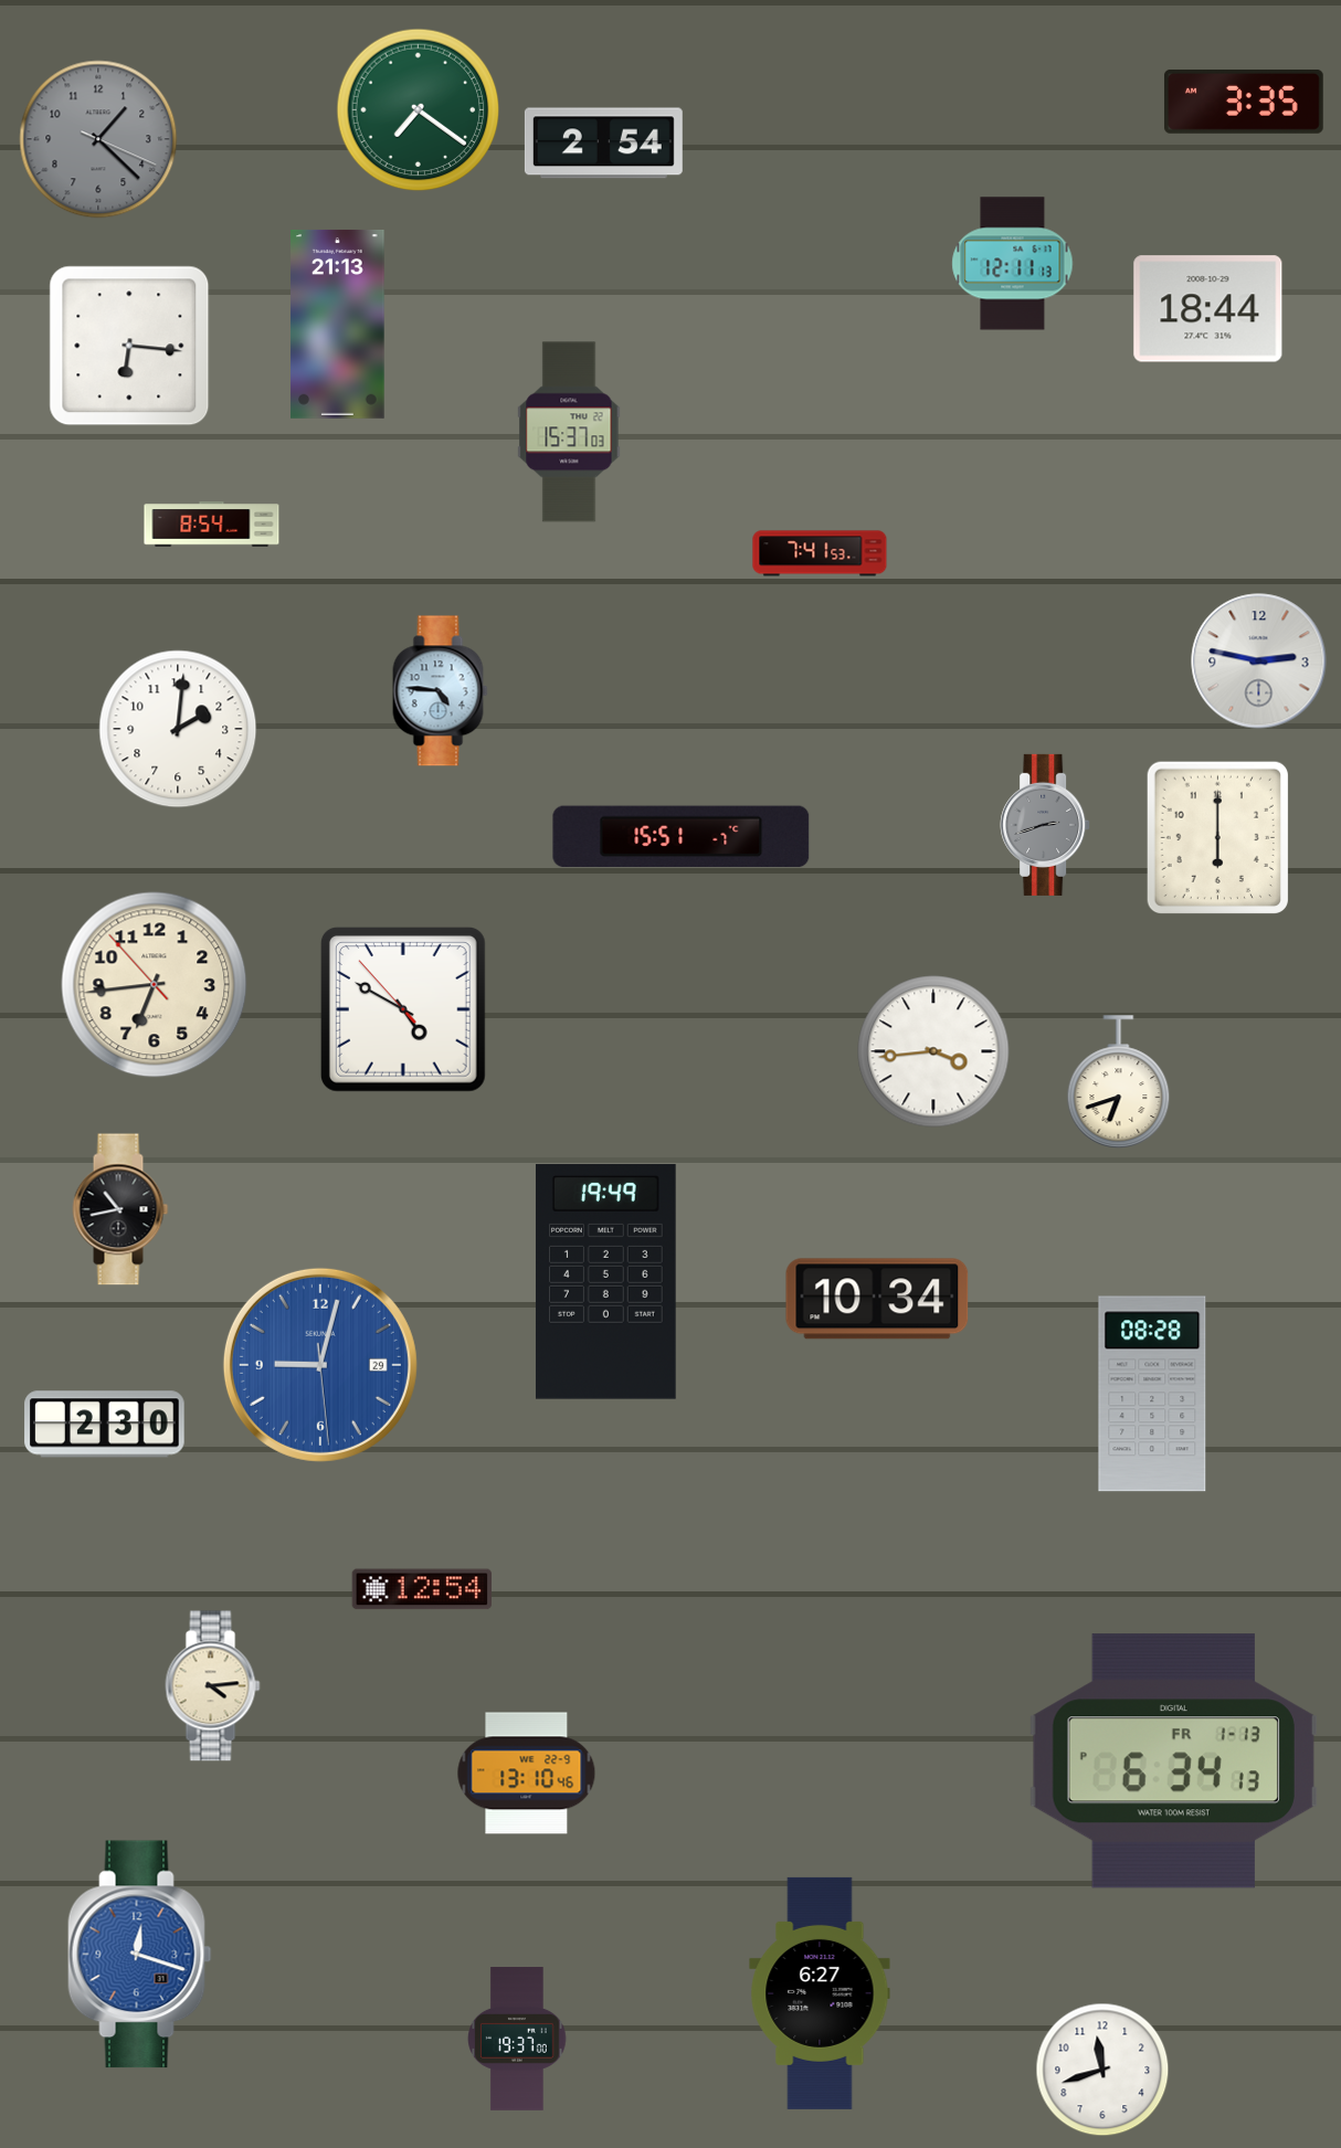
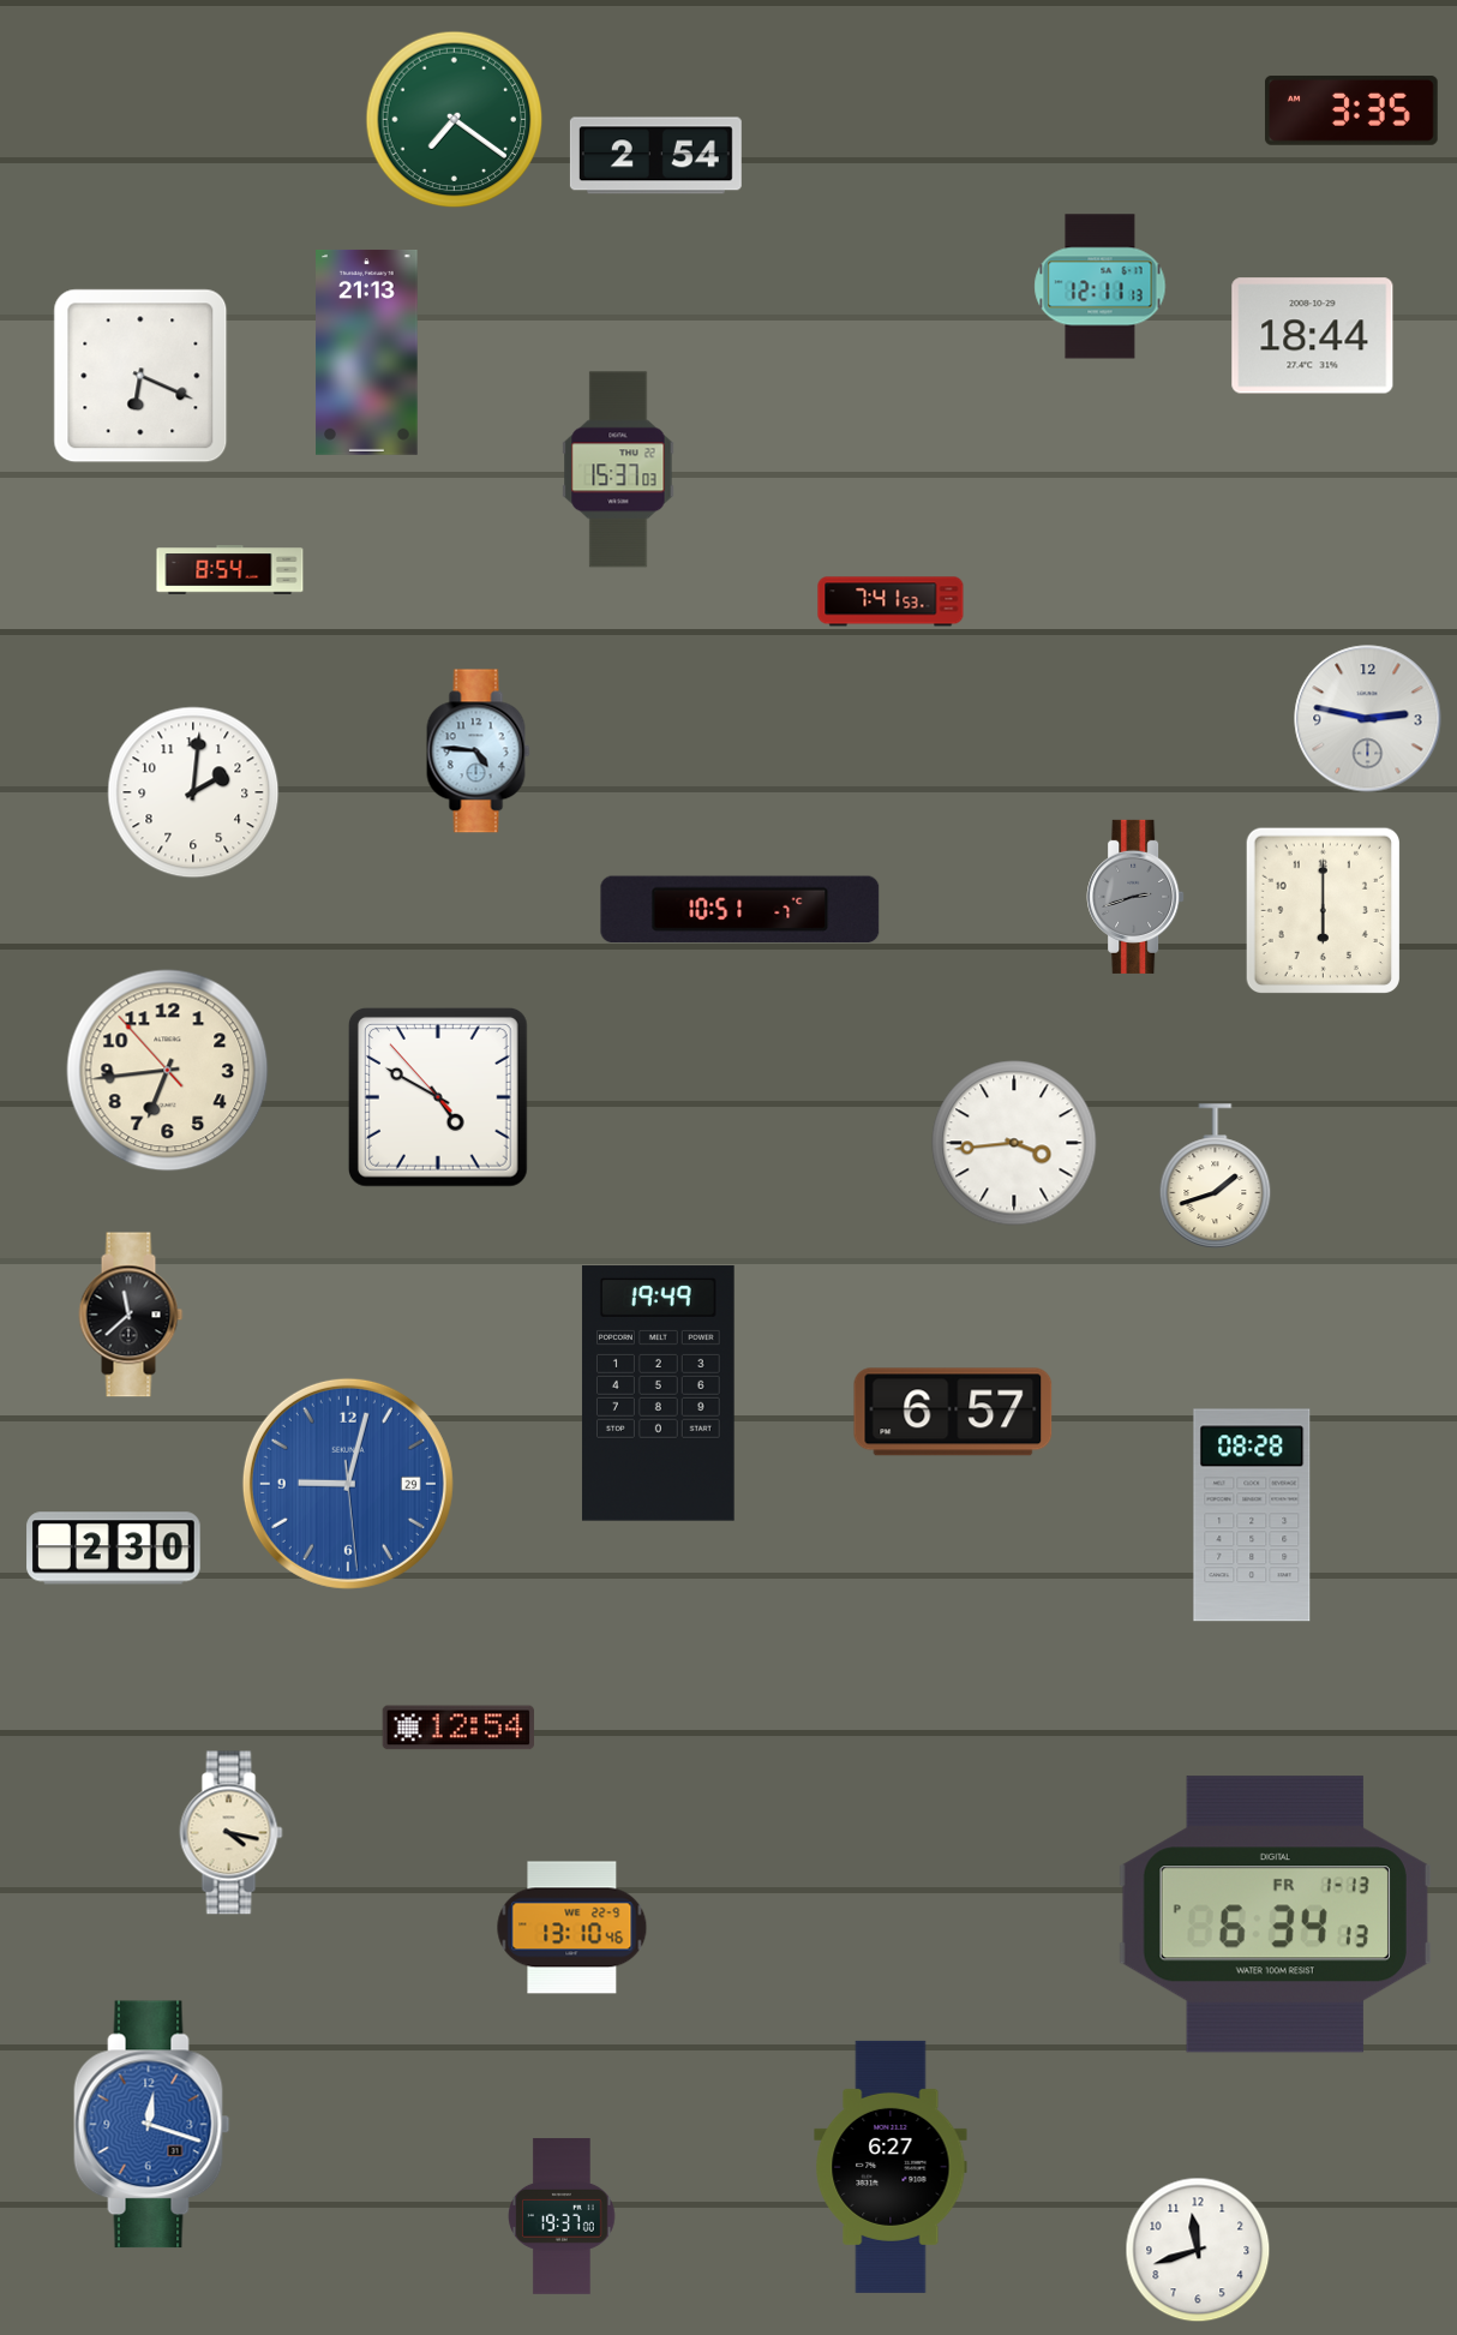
clock at (98, 139): 1:22 -> none
clock at (129, 346): 6:16 -> 6:19
clock at (682, 837): 15:51 -> 10:51
clock at (1119, 1081): 6:42 -> 1:42
clock at (120, 1209): 10:43 -> 11:38
clock at (877, 1299): 10:34 -> 6:57
clock at (213, 1686): 4:14 -> 4:17
